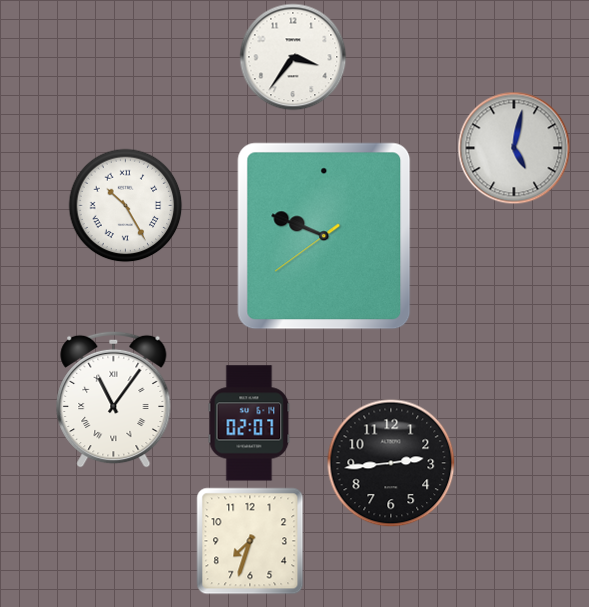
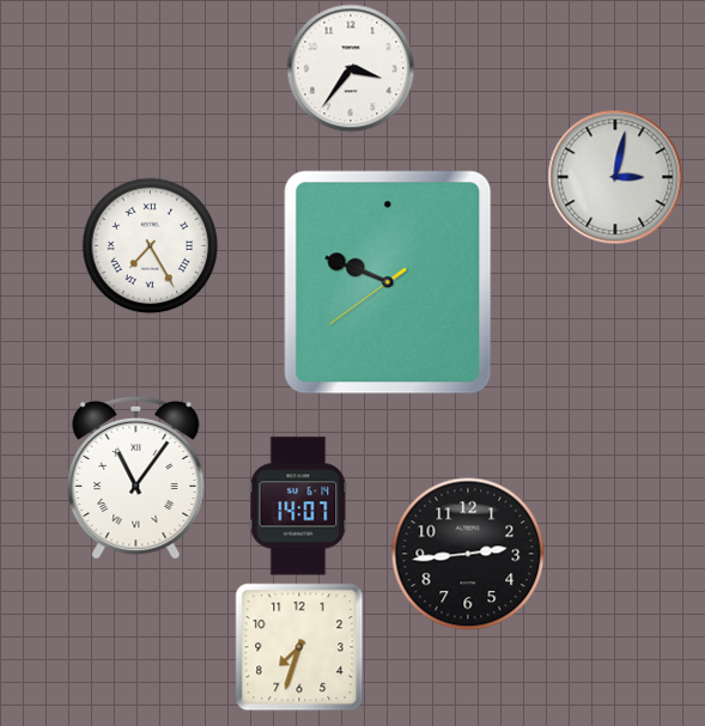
clock at (514, 148): 5:02 -> 3:02
clock at (126, 206): 10:25 -> 7:25
clock at (249, 423): 02:07 -> 14:07
